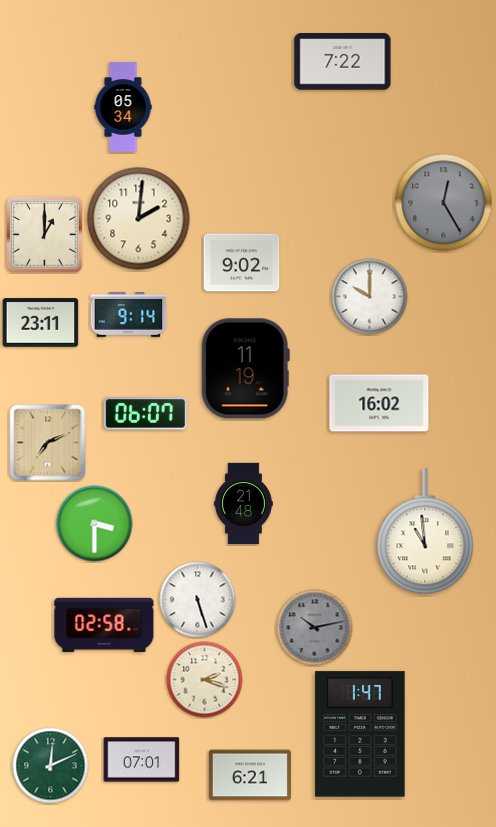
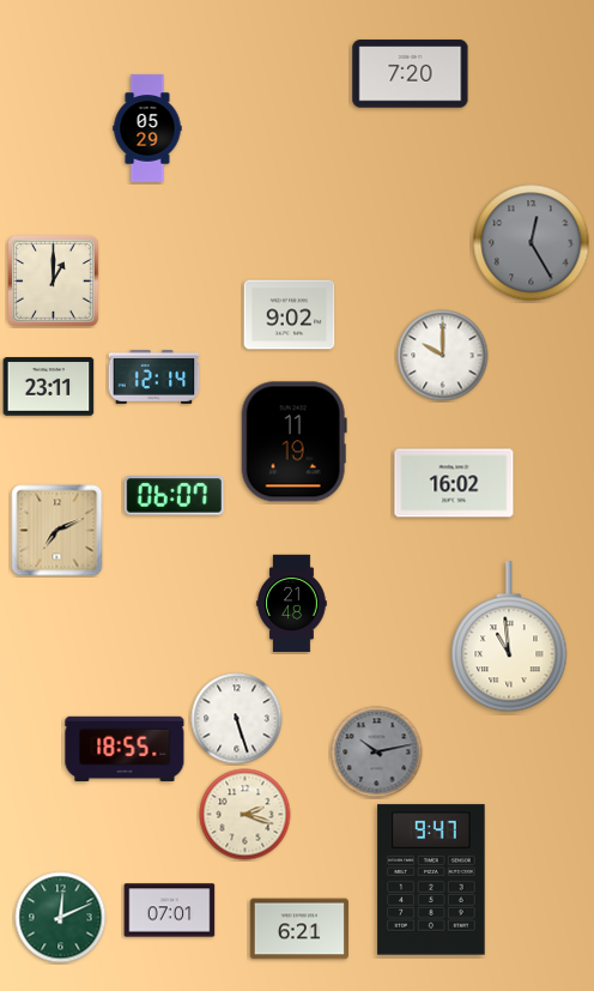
clock at (343, 62): 7:22 -> 7:20
clock at (123, 107): 05:34 -> 05:29
clock at (139, 219): 2:01 -> none
clock at (129, 315): 9:14 -> 12:14
clock at (95, 524): 3:30 -> none
clock at (104, 625): 02:58 -> 18:55
clock at (360, 734): 1:47 -> 9:47
